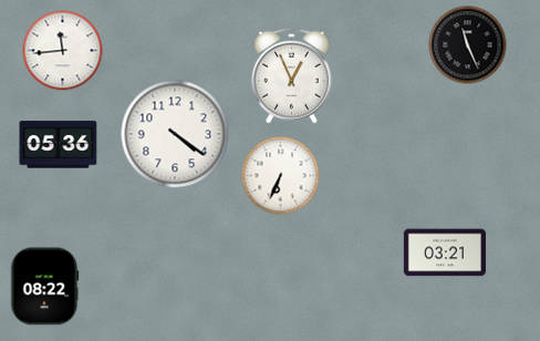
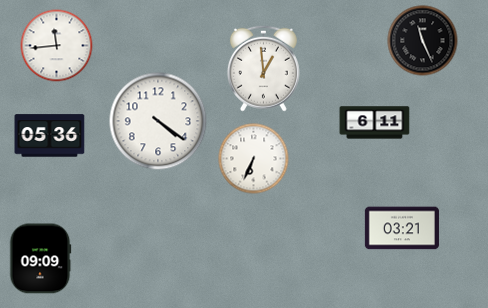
clock at (291, 75): 12:56 -> 12:59
clock at (375, 123): none -> 6:11
clock at (59, 145) position: (59, 145) -> (50, 136)
clock at (44, 287): 08:22 -> 09:09
